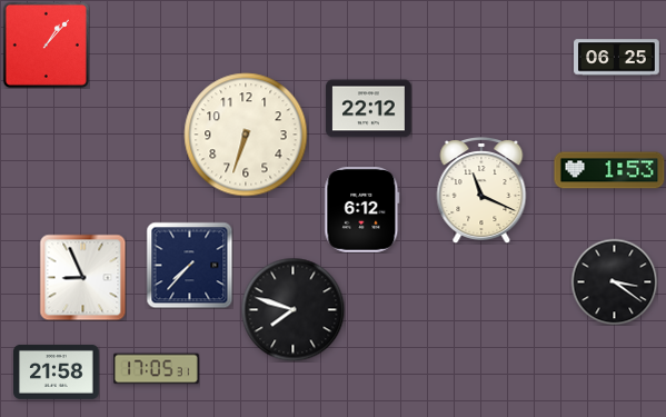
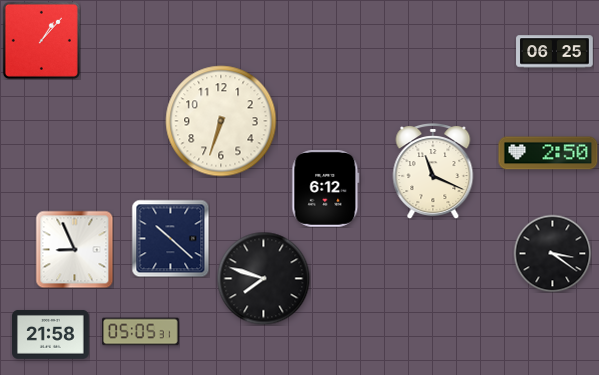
clock at (369, 109): 22:12 -> none
clock at (609, 170): 1:53 -> 2:50
clock at (189, 265): 7:37 -> 10:22
clock at (157, 369): 17:05 -> 05:05
